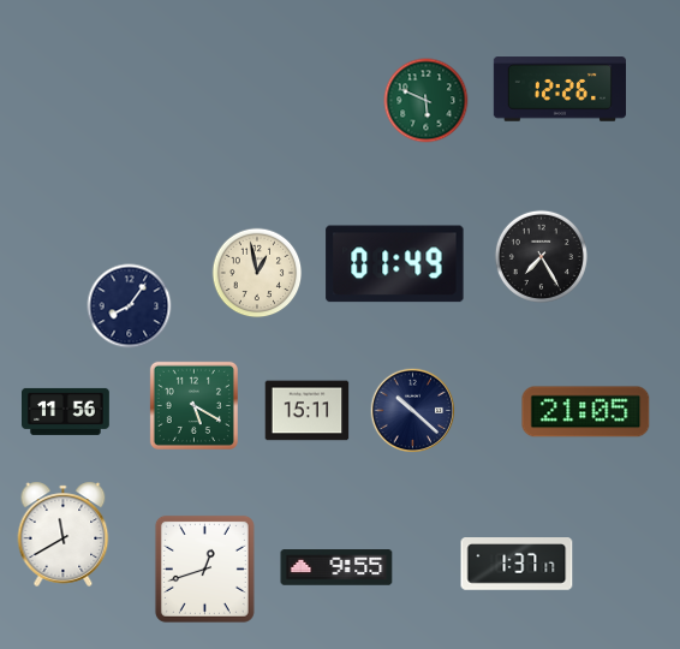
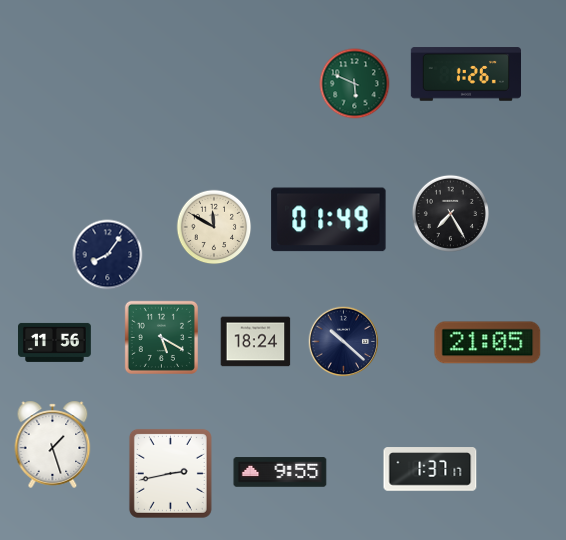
clock at (559, 89): 12:26 -> 1:26
clock at (257, 273): 12:58 -> 11:50
clock at (308, 411): 15:11 -> 18:24
clock at (64, 534): 11:40 -> 1:27
clock at (204, 568): 12:42 -> 2:43
